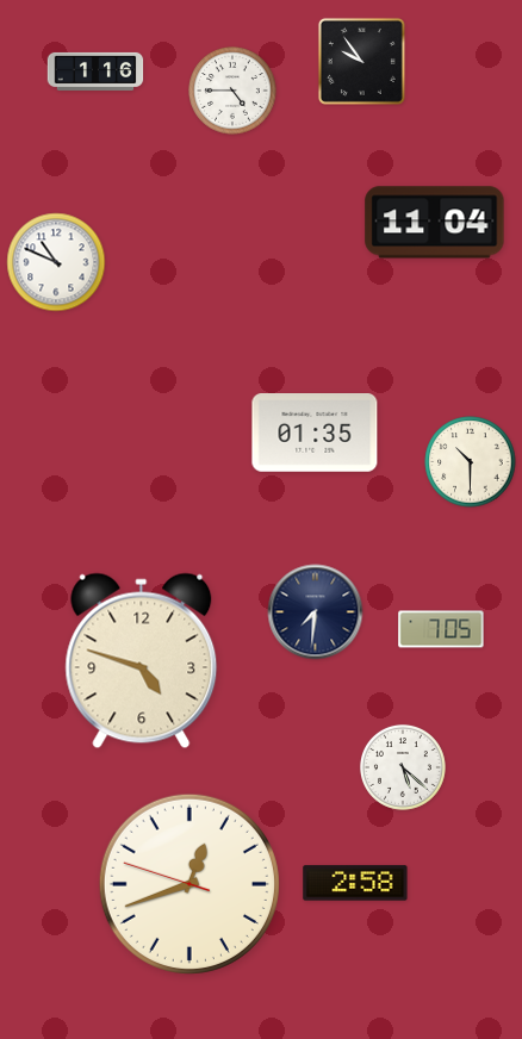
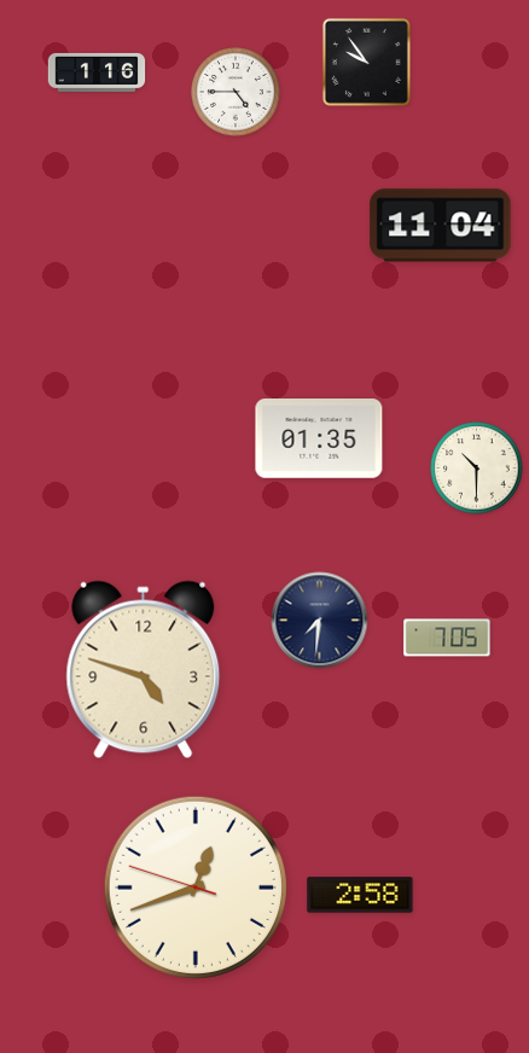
clock at (56, 262): 10:49 -> none
clock at (403, 767): 5:22 -> none
clock at (189, 884) position: (189, 884) -> (196, 888)
